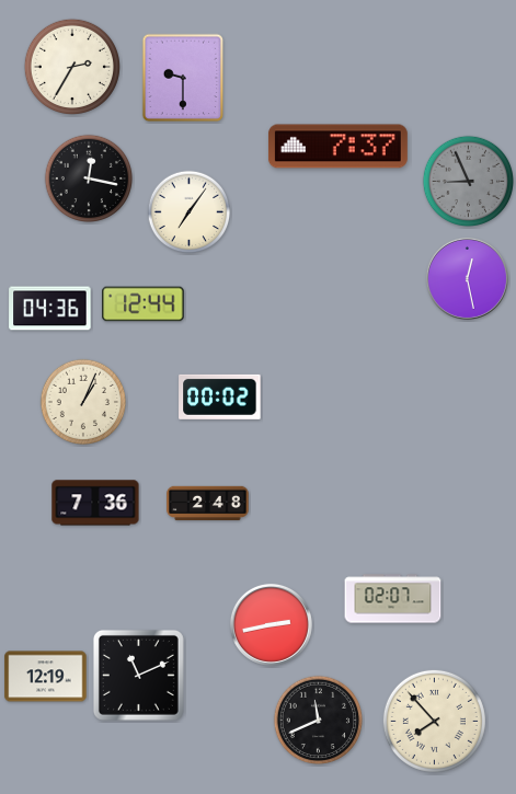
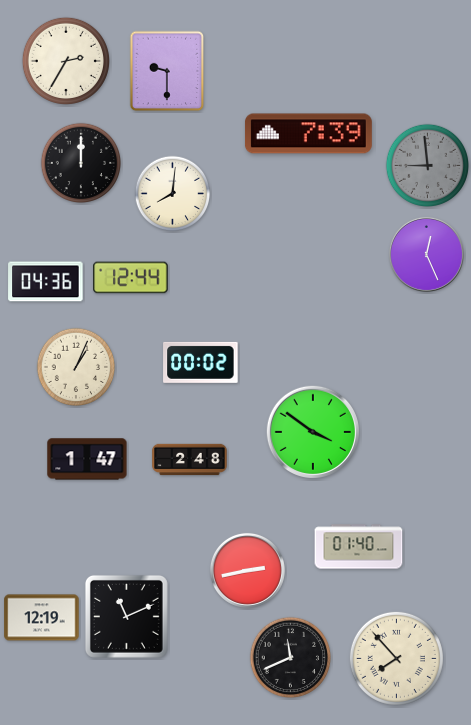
clock at (337, 147): 7:37 -> 7:39
clock at (89, 179): 12:17 -> 12:00
clock at (468, 181): 8:56 -> 8:59
clock at (190, 212): 7:06 -> 8:01
clock at (467, 278): 12:28 -> 12:26
clock at (313, 432): none -> 3:51
clock at (95, 503): 7:36 -> 1:47
clock at (393, 599): 02:07 -> 01:40
